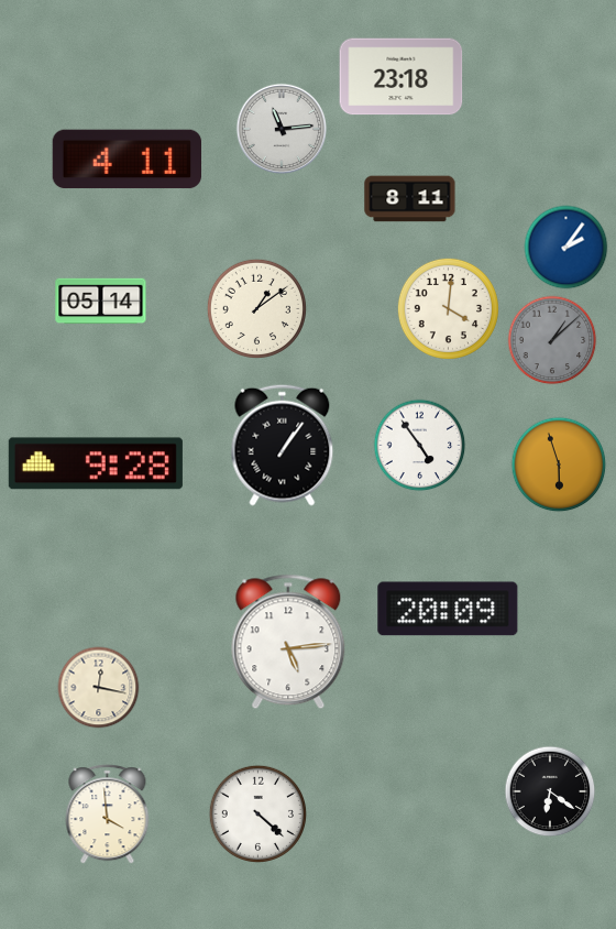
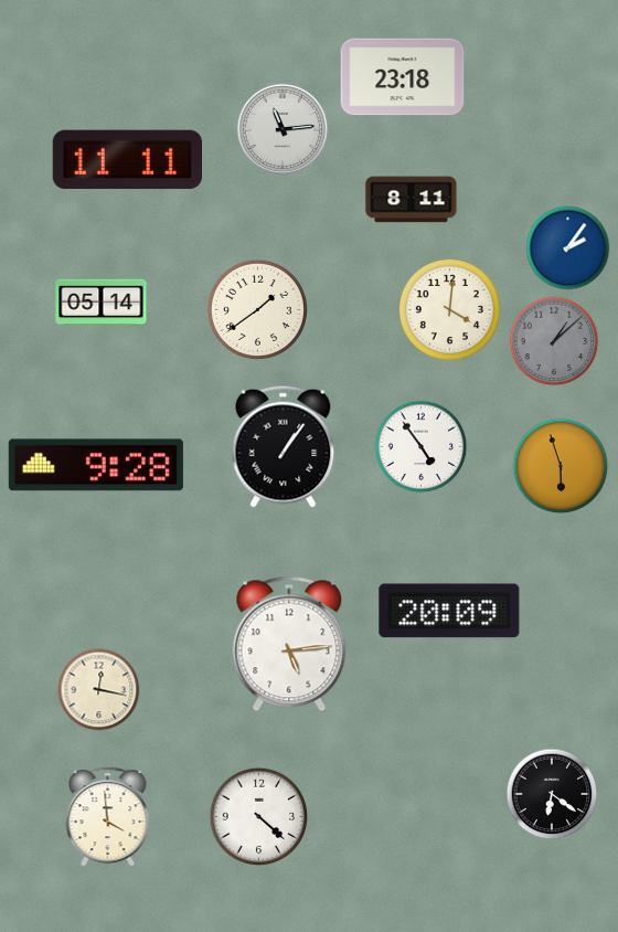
clock at (127, 160): 4:11 -> 11:11
clock at (256, 308): 1:09 -> 1:39
